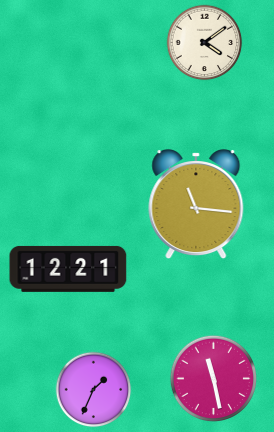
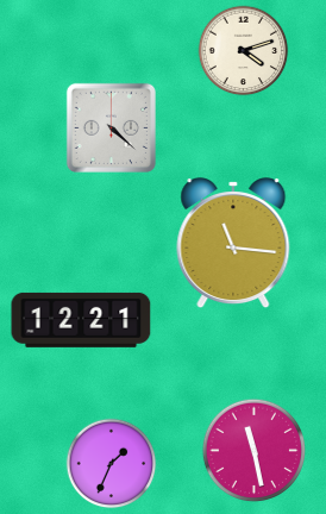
clock at (205, 43): 4:09 -> 4:12
clock at (111, 127): none -> 4:22
